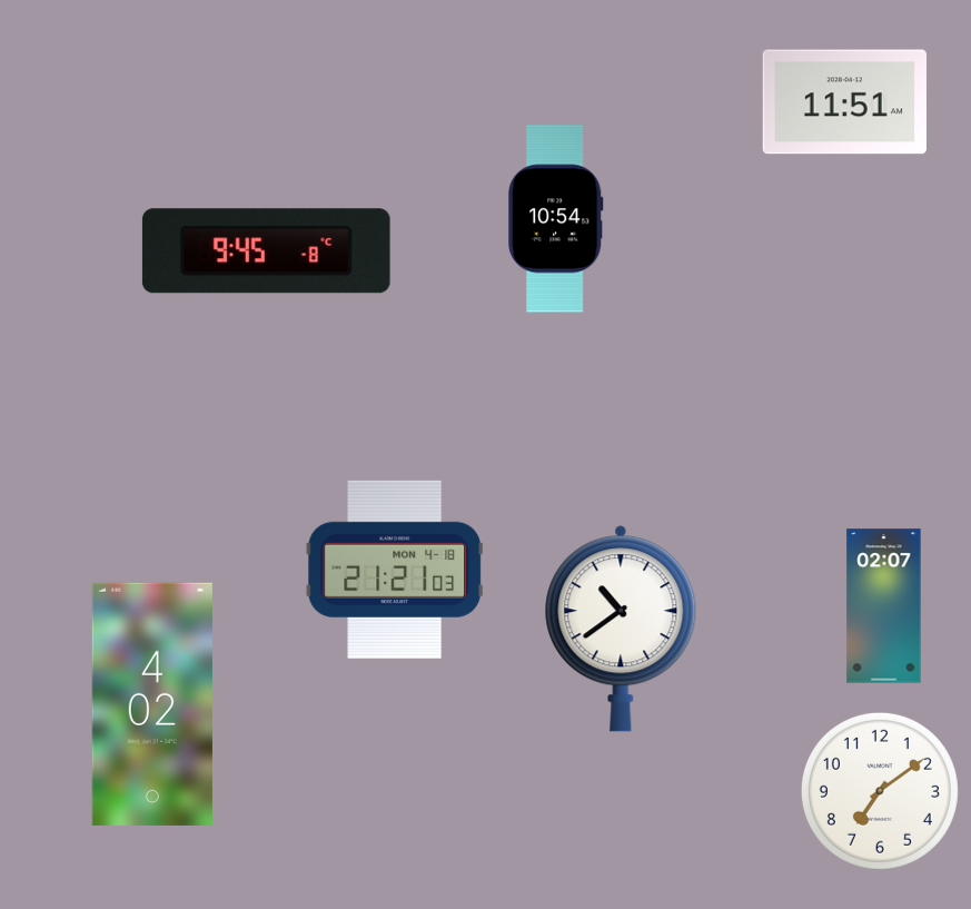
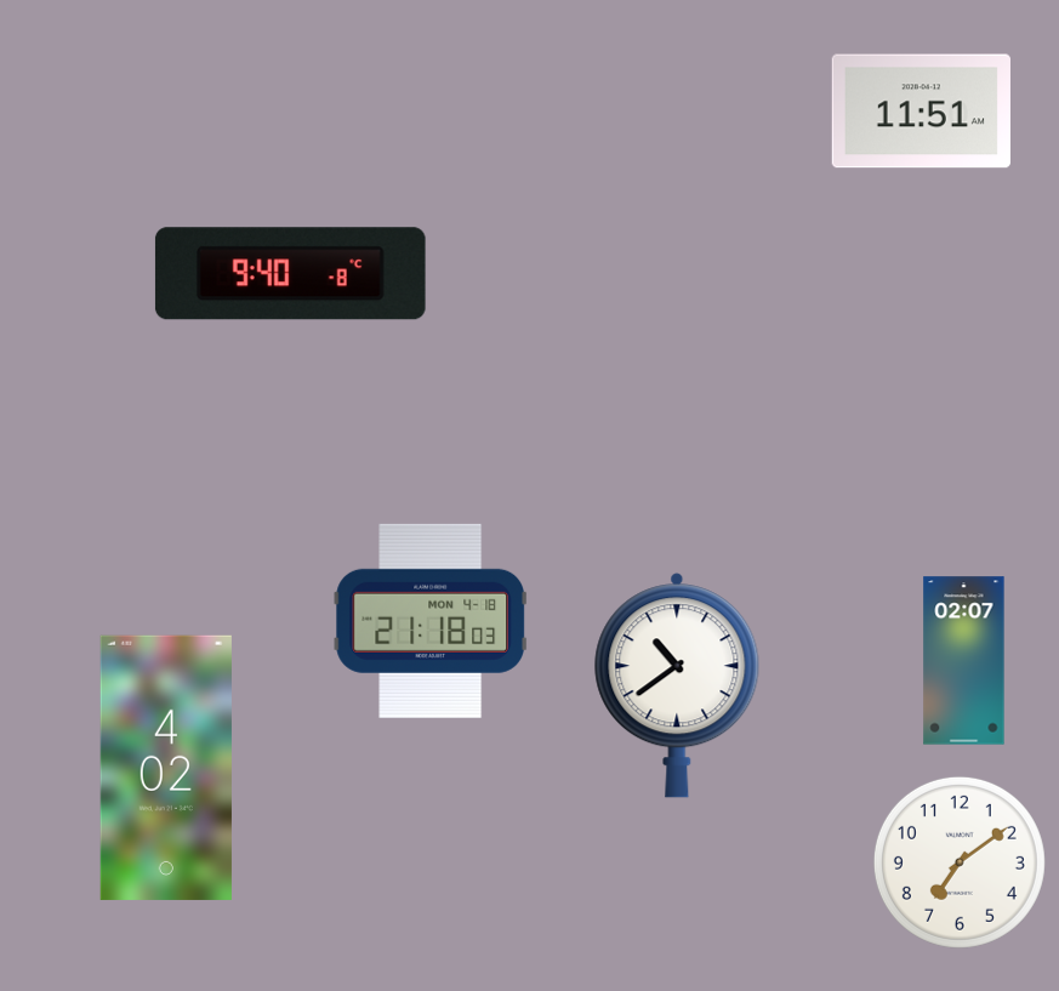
clock at (556, 219): 10:54 -> none
clock at (266, 251): 9:45 -> 9:40
clock at (394, 570): 21:21 -> 21:18
